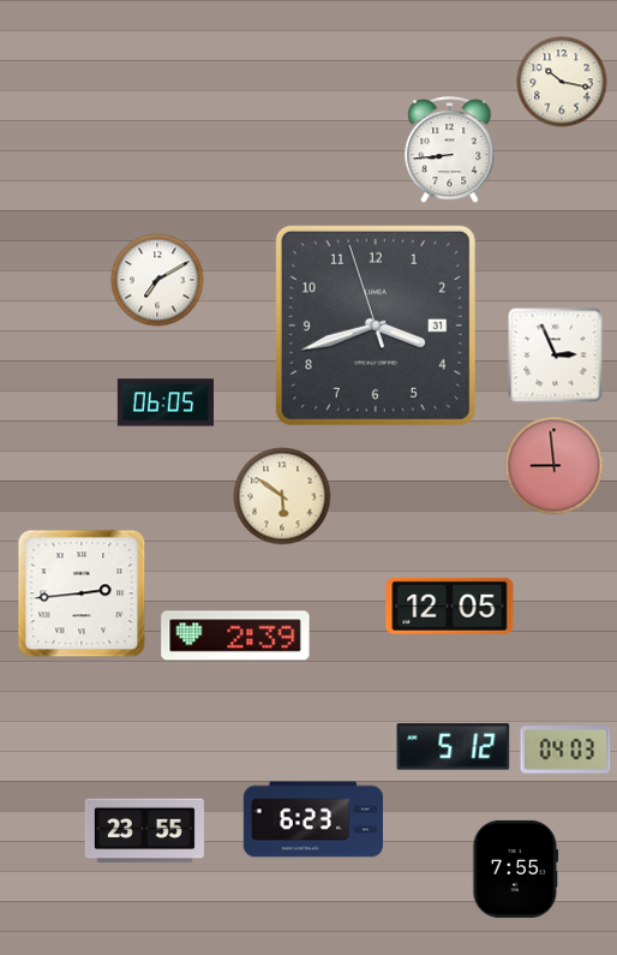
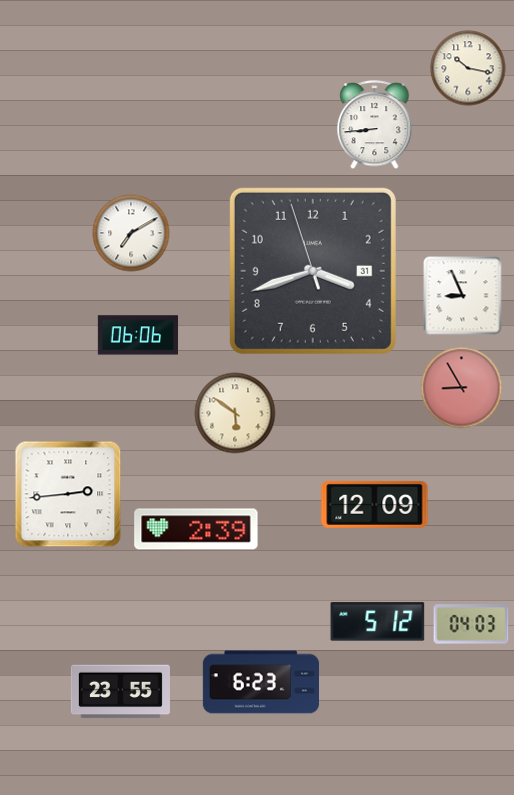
clock at (556, 356): 2:56 -> 8:56
clock at (166, 402): 06:05 -> 06:06
clock at (555, 466): 8:59 -> 8:55
clock at (450, 605): 12:05 -> 12:09
clock at (516, 869): 7:55 -> none
